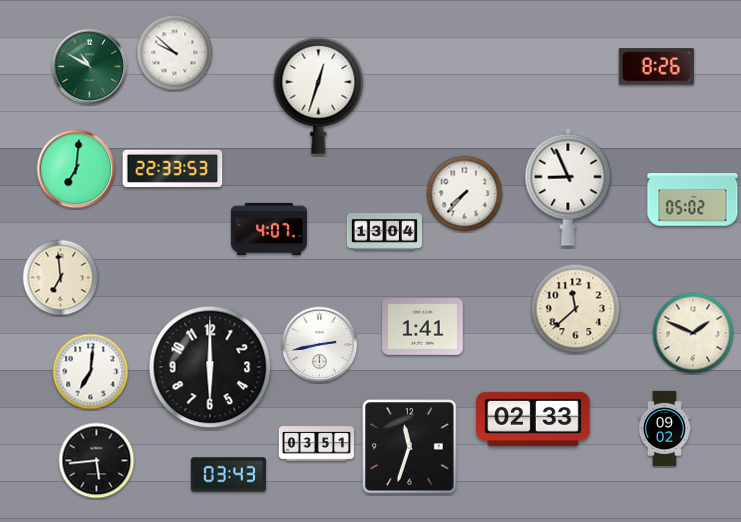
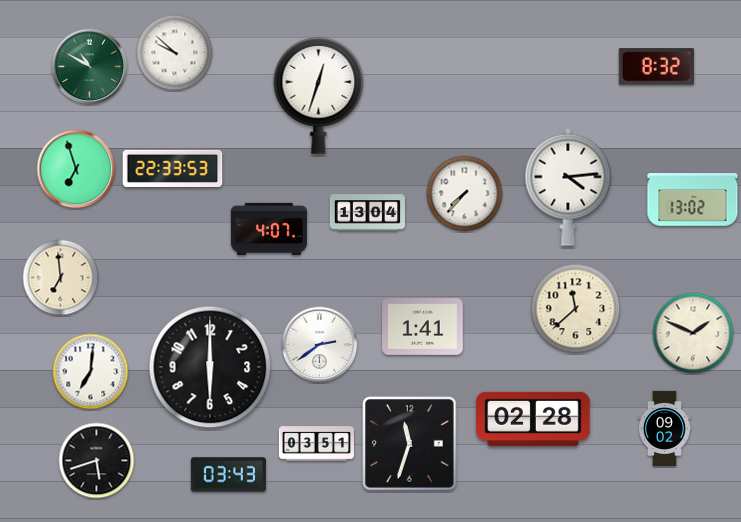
clock at (656, 67): 8:26 -> 8:32
clock at (76, 169): 7:01 -> 6:57
clock at (568, 187): 8:56 -> 4:14
clock at (693, 200): 05:02 -> 13:02
clock at (384, 232) position: (384, 232) -> (367, 213)
clock at (320, 345): 2:43 -> 2:39
clock at (533, 419): 02:33 -> 02:28
clock at (410, 447) position: (410, 447) -> (410, 444)
clock at (97, 461): 5:44 -> 5:42
